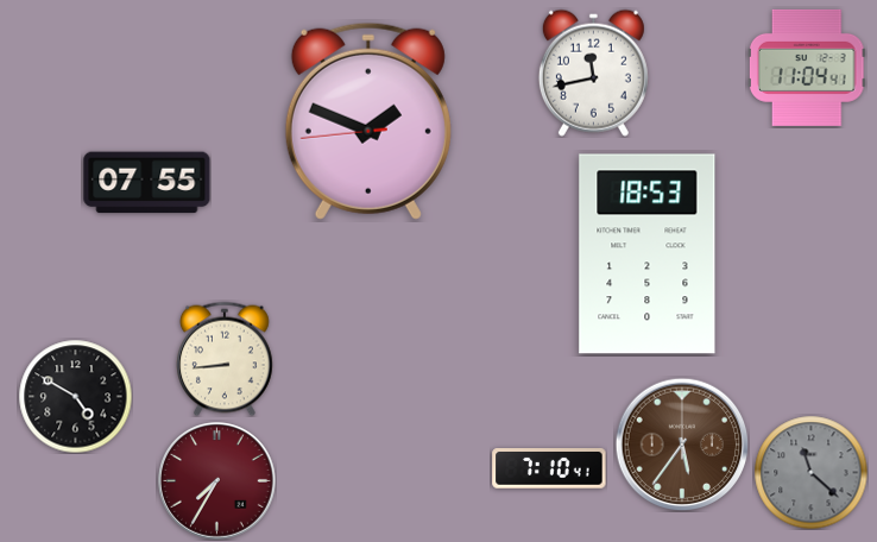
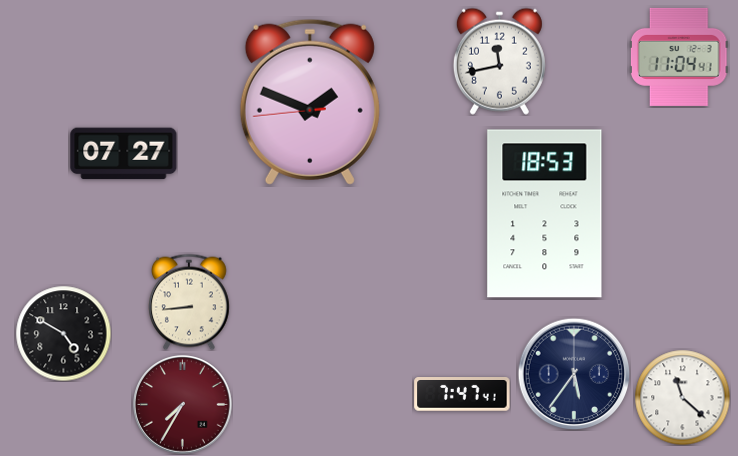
clock at (147, 183): 07:55 -> 07:27
clock at (682, 445) dial: brown -> navy
clock at (549, 469): 7:10 -> 7:47
clock at (810, 472) dial: grey -> white
